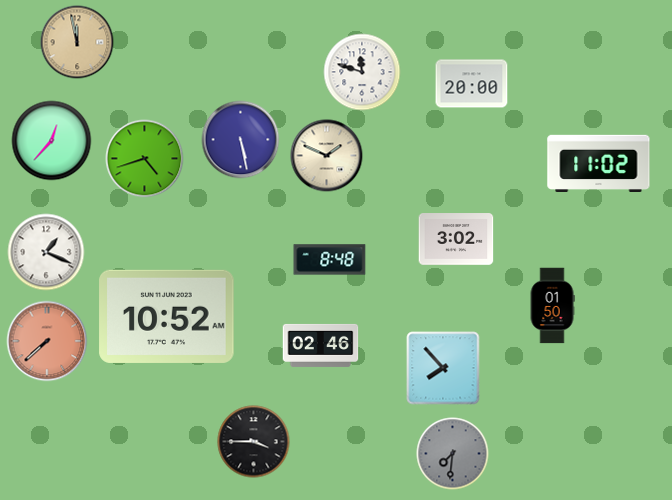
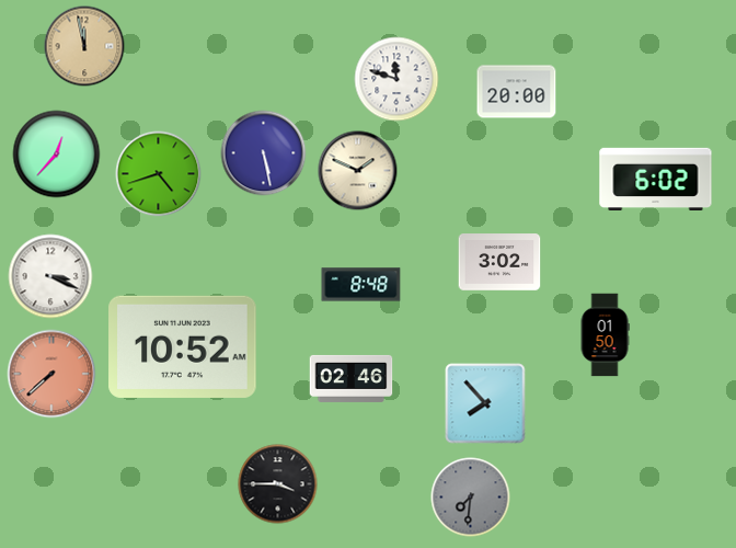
clock at (599, 163): 11:02 -> 6:02
clock at (46, 252): 1:19 -> 3:19
clock at (453, 454) position: (453, 454) -> (471, 498)
